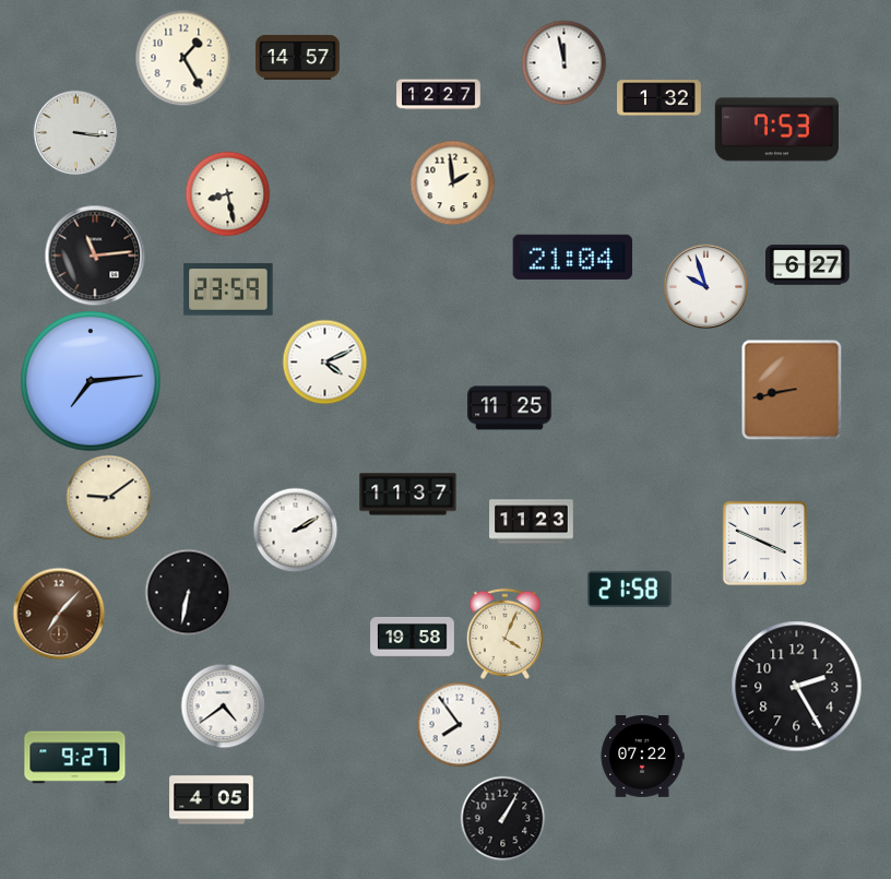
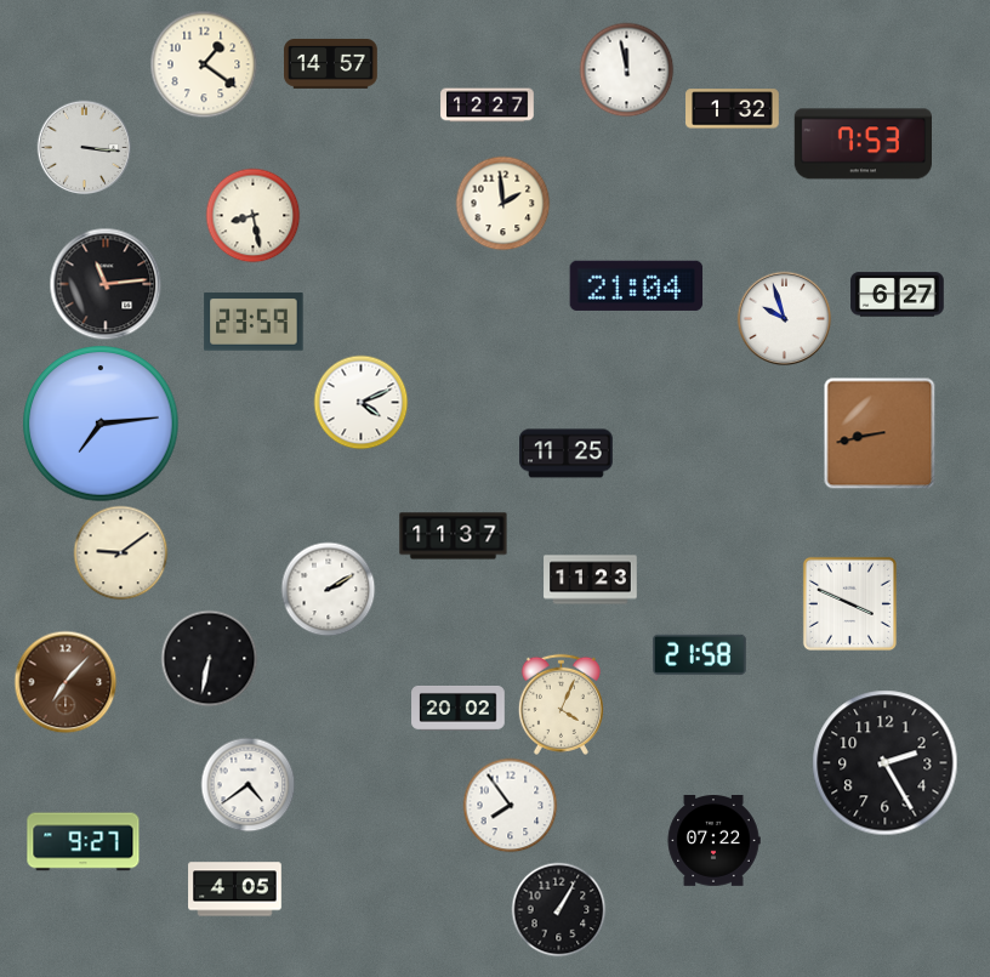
clock at (183, 58): 1:25 -> 1:21
clock at (408, 495) position: (408, 495) -> (454, 536)
clock at (413, 637): 19:58 -> 20:02
